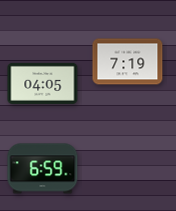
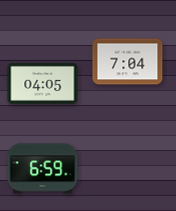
clock at (128, 62): 7:19 -> 7:04
